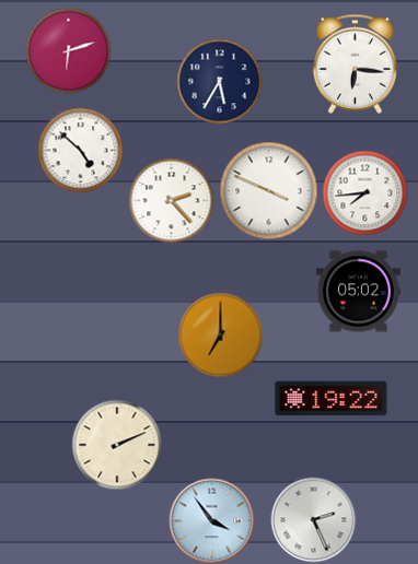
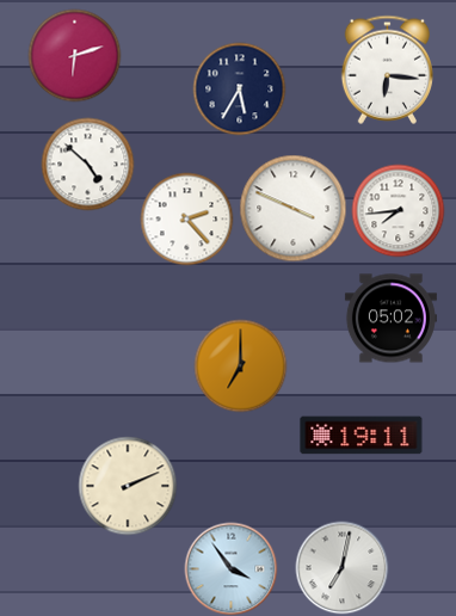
clock at (332, 399): 19:22 -> 19:11
clock at (313, 519): 2:26 -> 7:02
